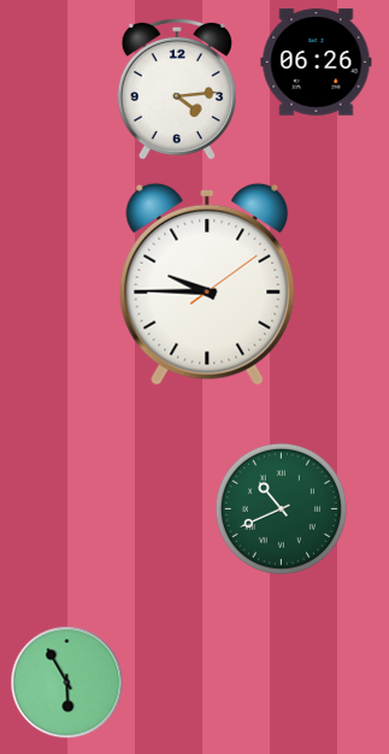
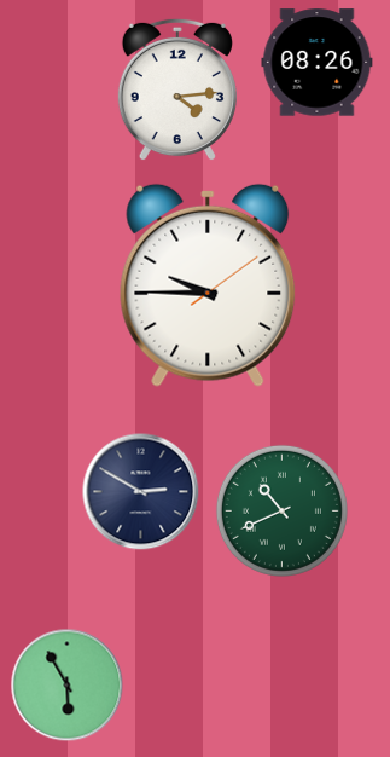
clock at (317, 63): 06:26 -> 08:26
clock at (141, 492): none -> 2:50
